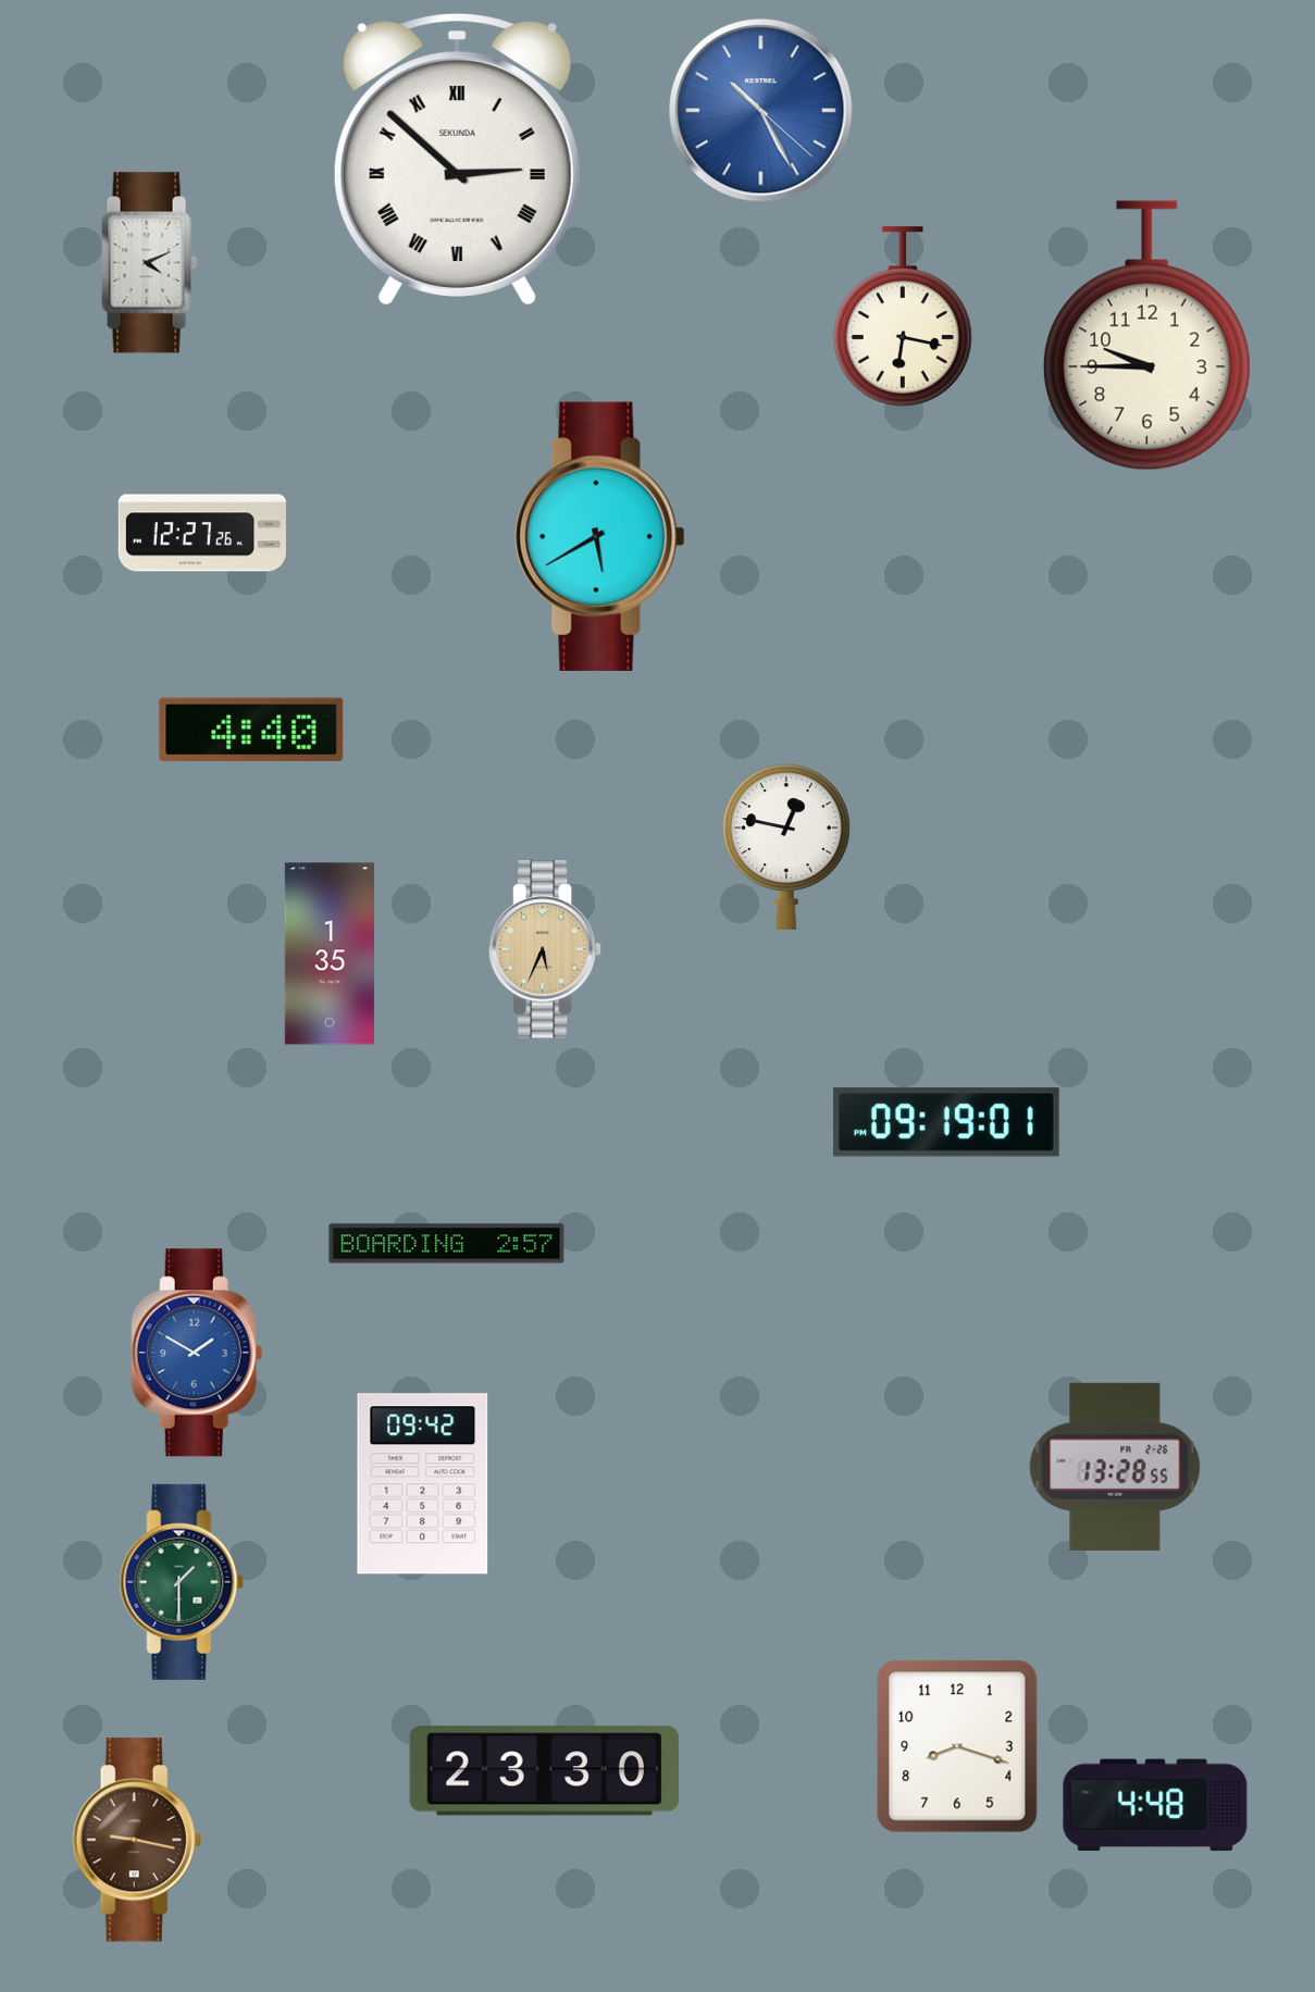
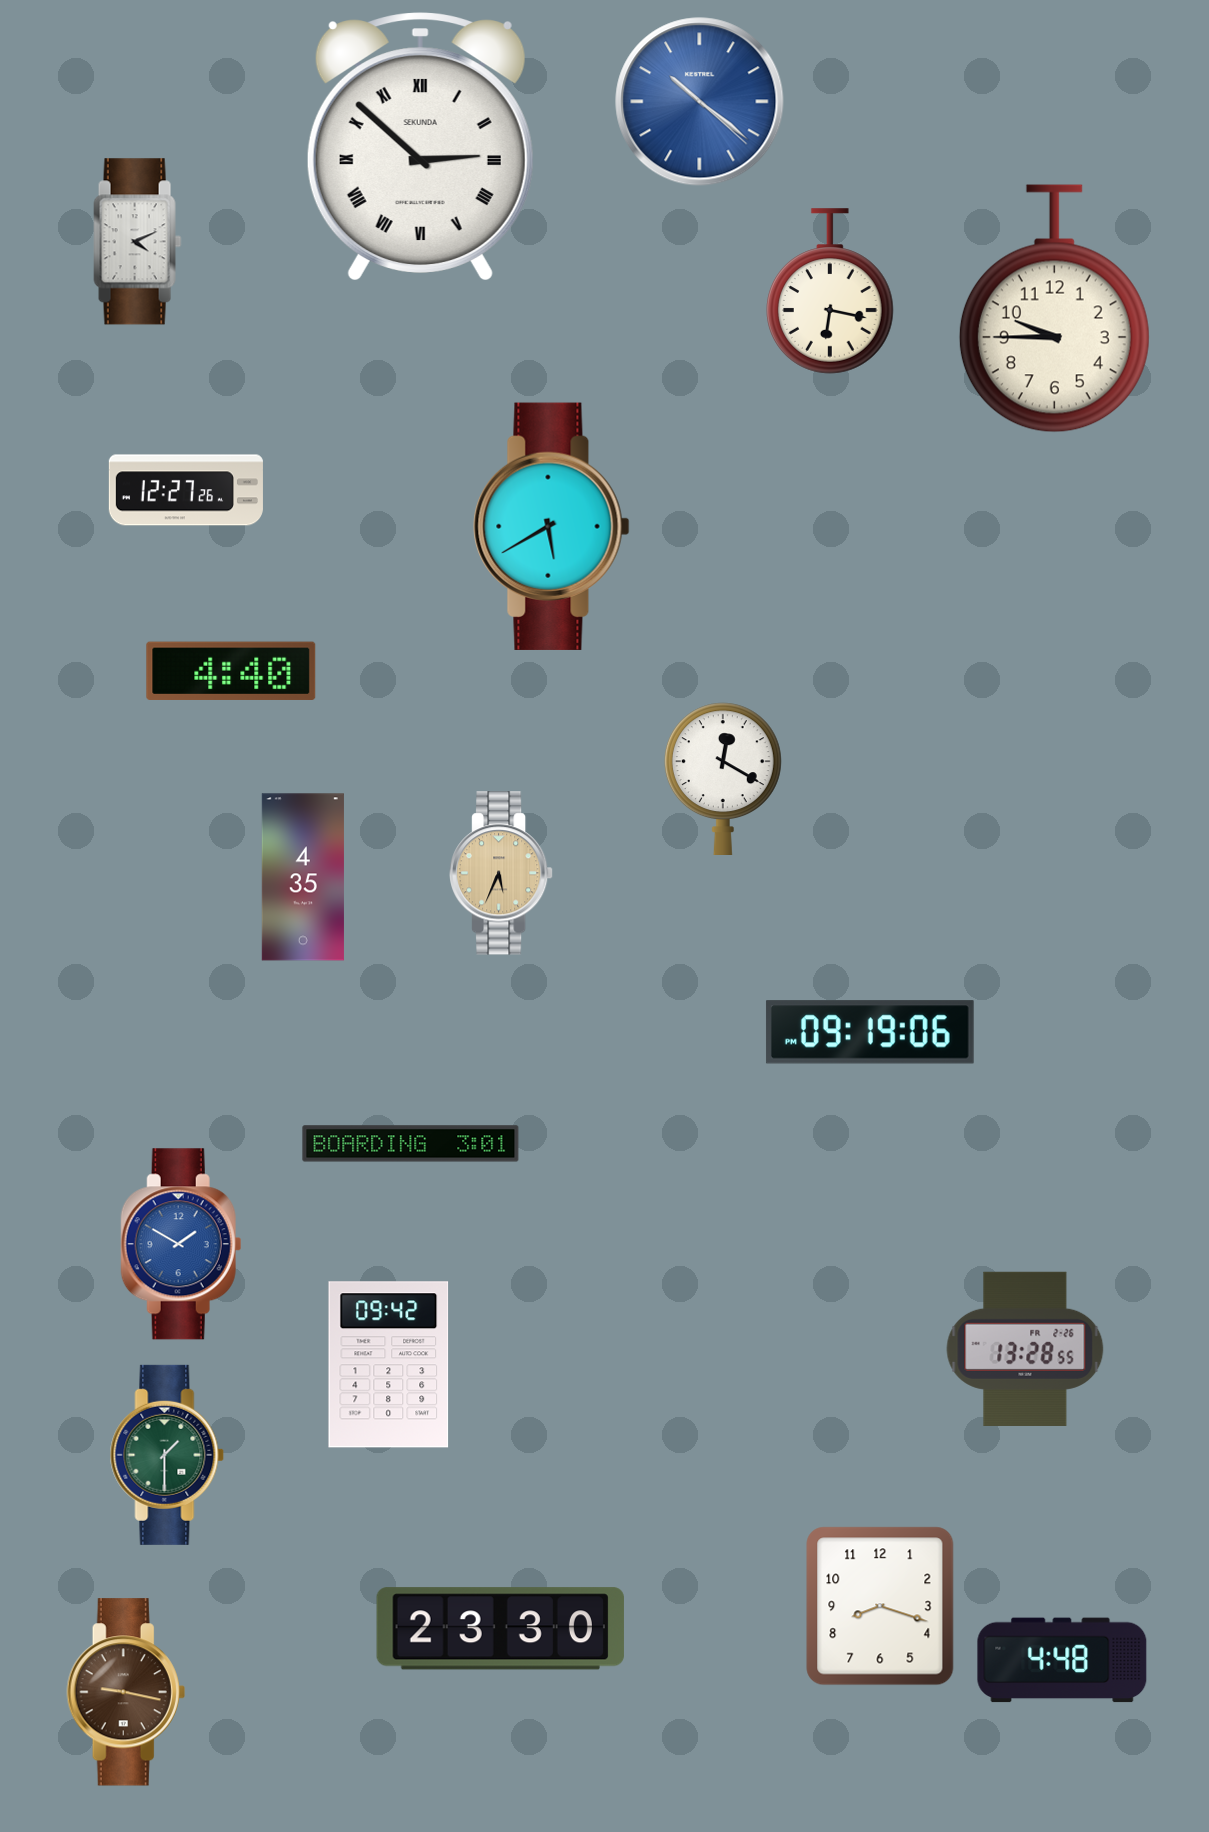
clock at (761, 111): 10:25 -> 10:21
clock at (600, 536) position: (600, 536) -> (552, 526)
clock at (786, 846): 12:47 -> 12:20
clock at (330, 954): 1:35 -> 4:35
clock at (946, 1122): 09:19:01 -> 09:19:06
clock at (447, 1244): 2:57 -> 3:01
